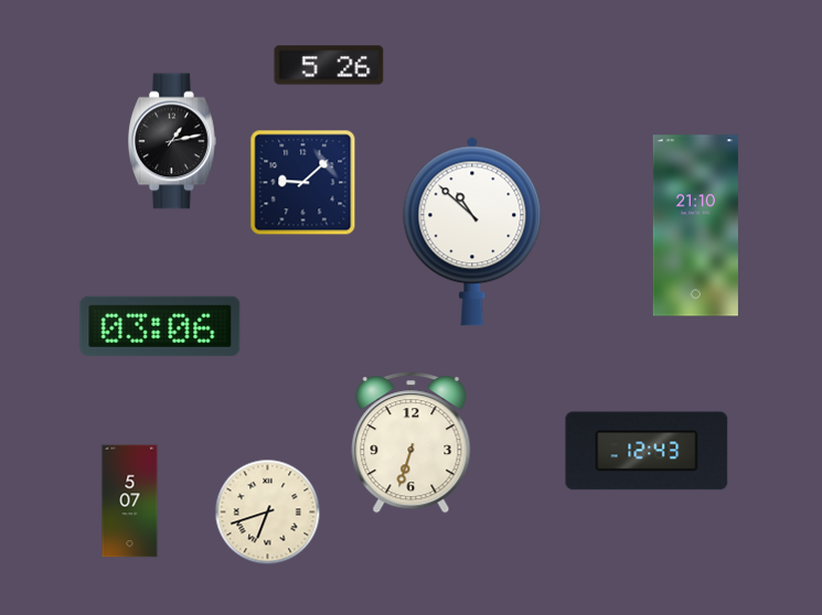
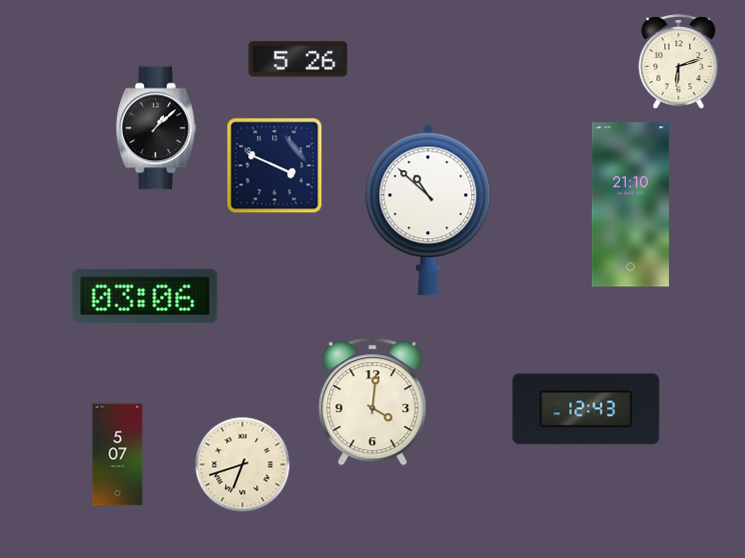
clock at (679, 61): none -> 6:12
clock at (172, 141): 1:13 -> 1:08
clock at (303, 183): 9:08 -> 3:49
clock at (412, 443): 6:33 -> 4:01
